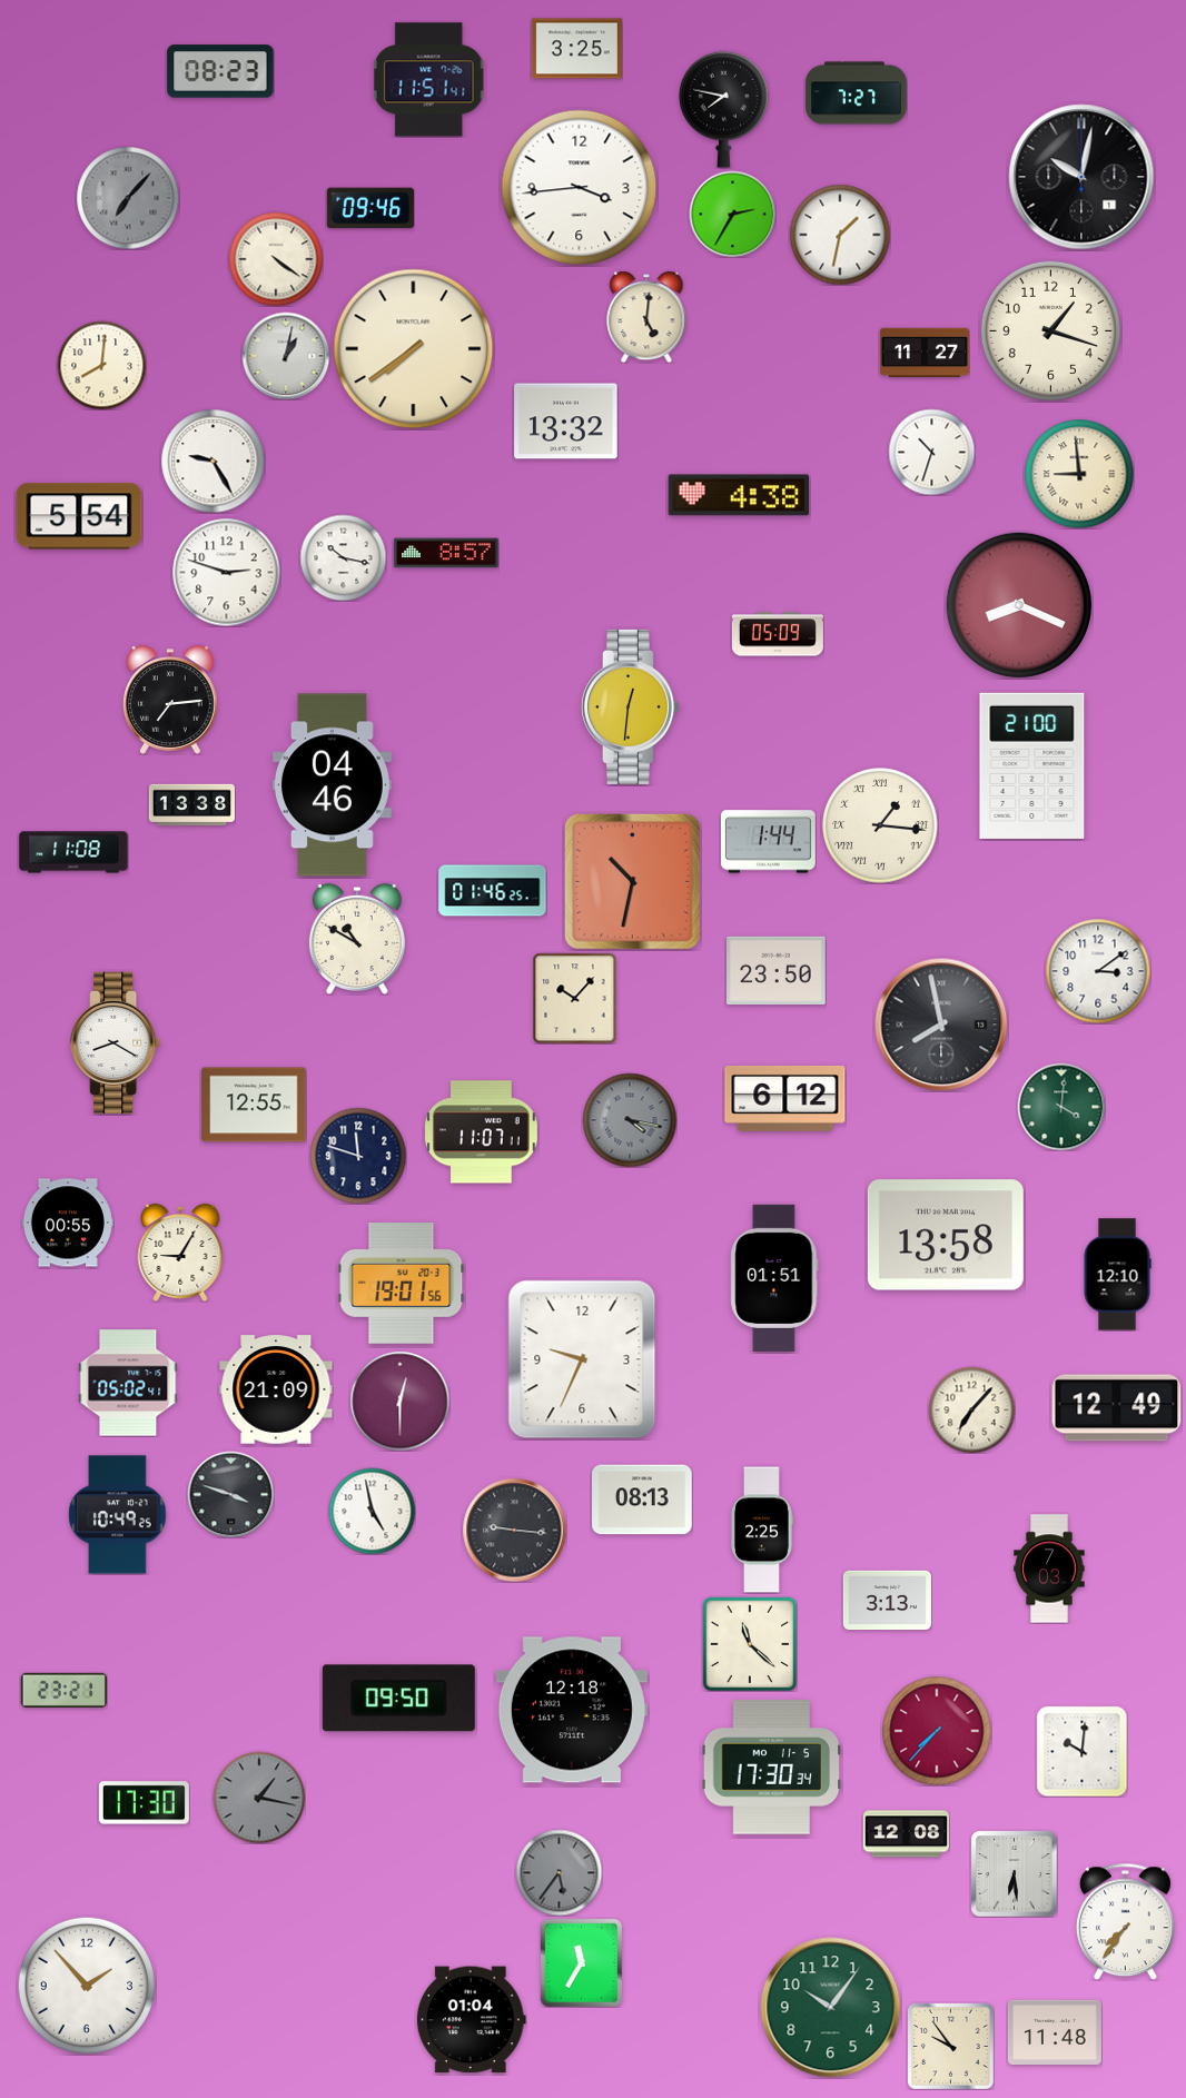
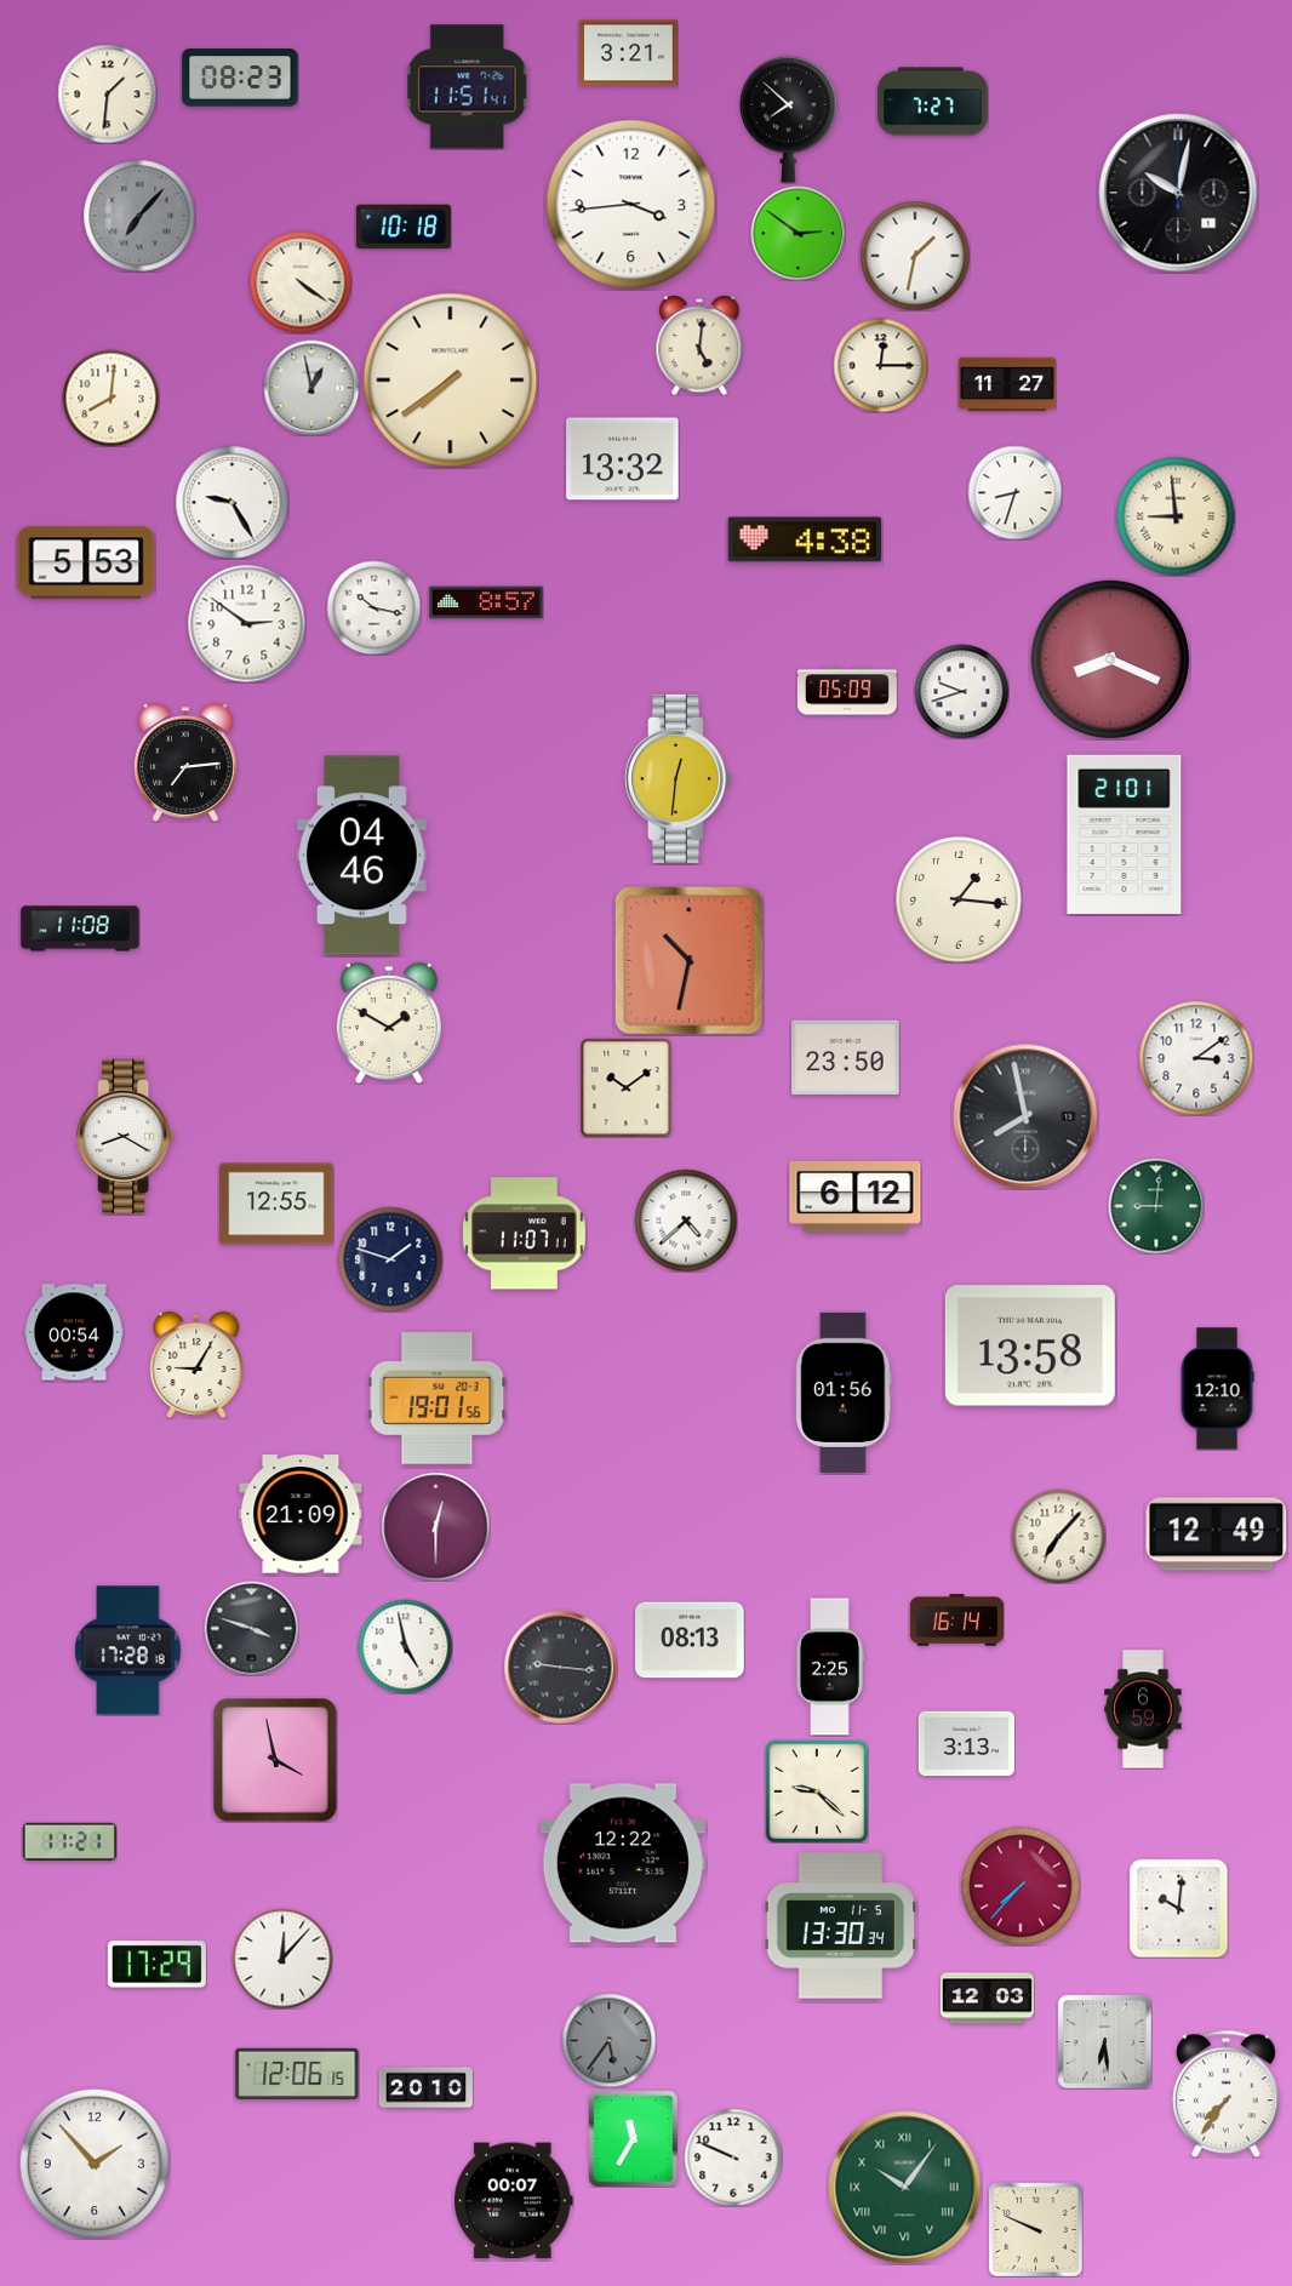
clock at (576, 49): 3:25 -> 3:21
clock at (107, 93): none -> 1:31
clock at (724, 109): 7:47 -> 7:52
clock at (370, 208): 09:46 -> 10:18
clock at (732, 214): 2:35 -> 2:51
clock at (646, 317) position: (646, 317) -> (699, 345)
clock at (1050, 330): 1:18 -> none
clock at (880, 365): none -> 12:15
clock at (286, 356): 1:02 -> 12:58
clock at (566, 422) position: (566, 422) -> (623, 459)
clock at (931, 452): 10:33 -> 8:33
clock at (79, 516): 5:54 -> 5:53
clock at (226, 572): 2:48 -> 2:51
clock at (961, 691): none -> 9:42
clock at (631, 706) position: (631, 706) -> (679, 778)
clock at (1032, 765): 21:00 -> 21:01
clock at (191, 805): 13:38 -> none
clock at (880, 825) numerals: Roman -> Arabic
clock at (768, 842): 1:44 -> none
clock at (493, 891): 01:46 -> none
clock at (357, 939): 10:50 -> 1:50
clock at (575, 998): 10:07 -> 10:09
clock at (1061, 1107): 4:01 -> 9:01
clock at (630, 1120): 4:17 -> 4:38
clock at (630, 1120) dial: grey -> white
clock at (358, 1156): 11:48 -> 1:48
clock at (68, 1223): 00:55 -> 00:54
clock at (774, 1278): 01:51 -> 01:56
clock at (582, 1359): 9:34 -> none
clock at (128, 1383): 05:02 -> none
clock at (956, 1621): none -> 16:14
clock at (642, 1500) position: (642, 1500) -> (690, 1640)
clock at (118, 1515): 10:49 -> 17:28
clock at (1049, 1568): 7:03 -> 6:59
clock at (276, 1761): none -> 3:58
clock at (750, 1644): 11:22 -> 9:22
clock at (63, 1690): 23:21 -> 11:21
clock at (398, 1699): 09:50 -> none
clock at (572, 1710): 12:18 -> 12:22
clock at (772, 1768): 17:30 -> 13:30
clock at (259, 1798): 1:17 -> 12:07
clock at (259, 1798) dial: grey -> white
clock at (144, 1803): 17:30 -> 17:29
clock at (906, 1834): 12:08 -> 12:03
clock at (297, 2073): none -> 12:06
clock at (425, 2088): none -> 20:10
clock at (733, 2158): none -> 9:49
clock at (831, 2008) numerals: Arabic -> Roman
clock at (471, 2020): 01:04 -> 00:07
clock at (1055, 2032): 11:48 -> none
clock at (950, 2046): 9:54 -> 9:49
